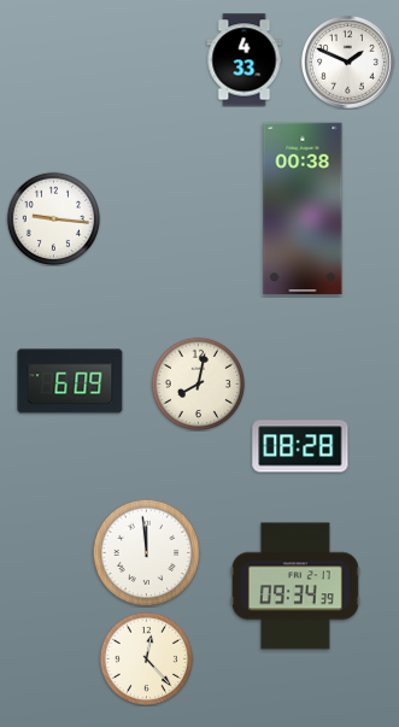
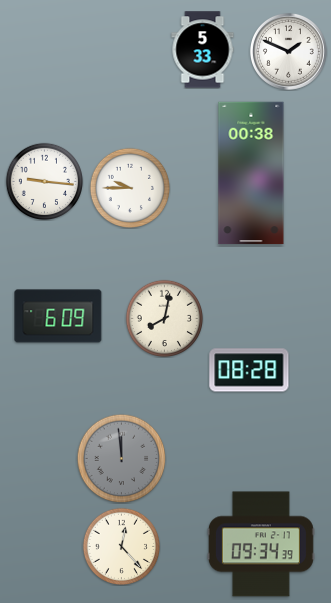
clock at (245, 60): 4:33 -> 5:33
clock at (130, 188): none -> 9:45
clock at (146, 552) dial: white -> grey
clock at (295, 586) position: (295, 586) -> (261, 544)
